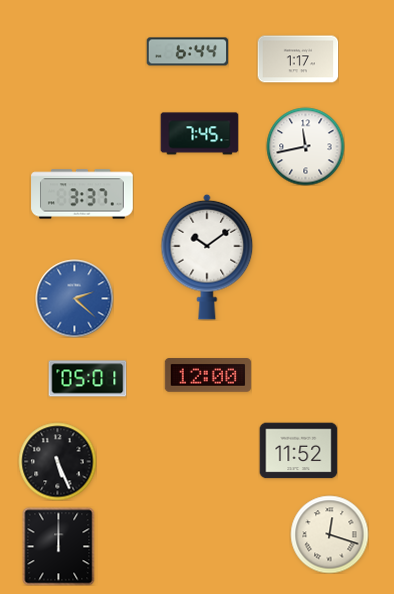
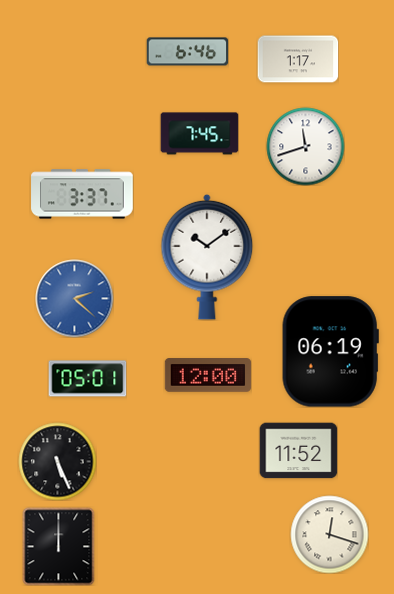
clock at (187, 52): 6:44 -> 6:46
clock at (305, 146): 11:43 -> 11:42
clock at (330, 352): none -> 06:19
